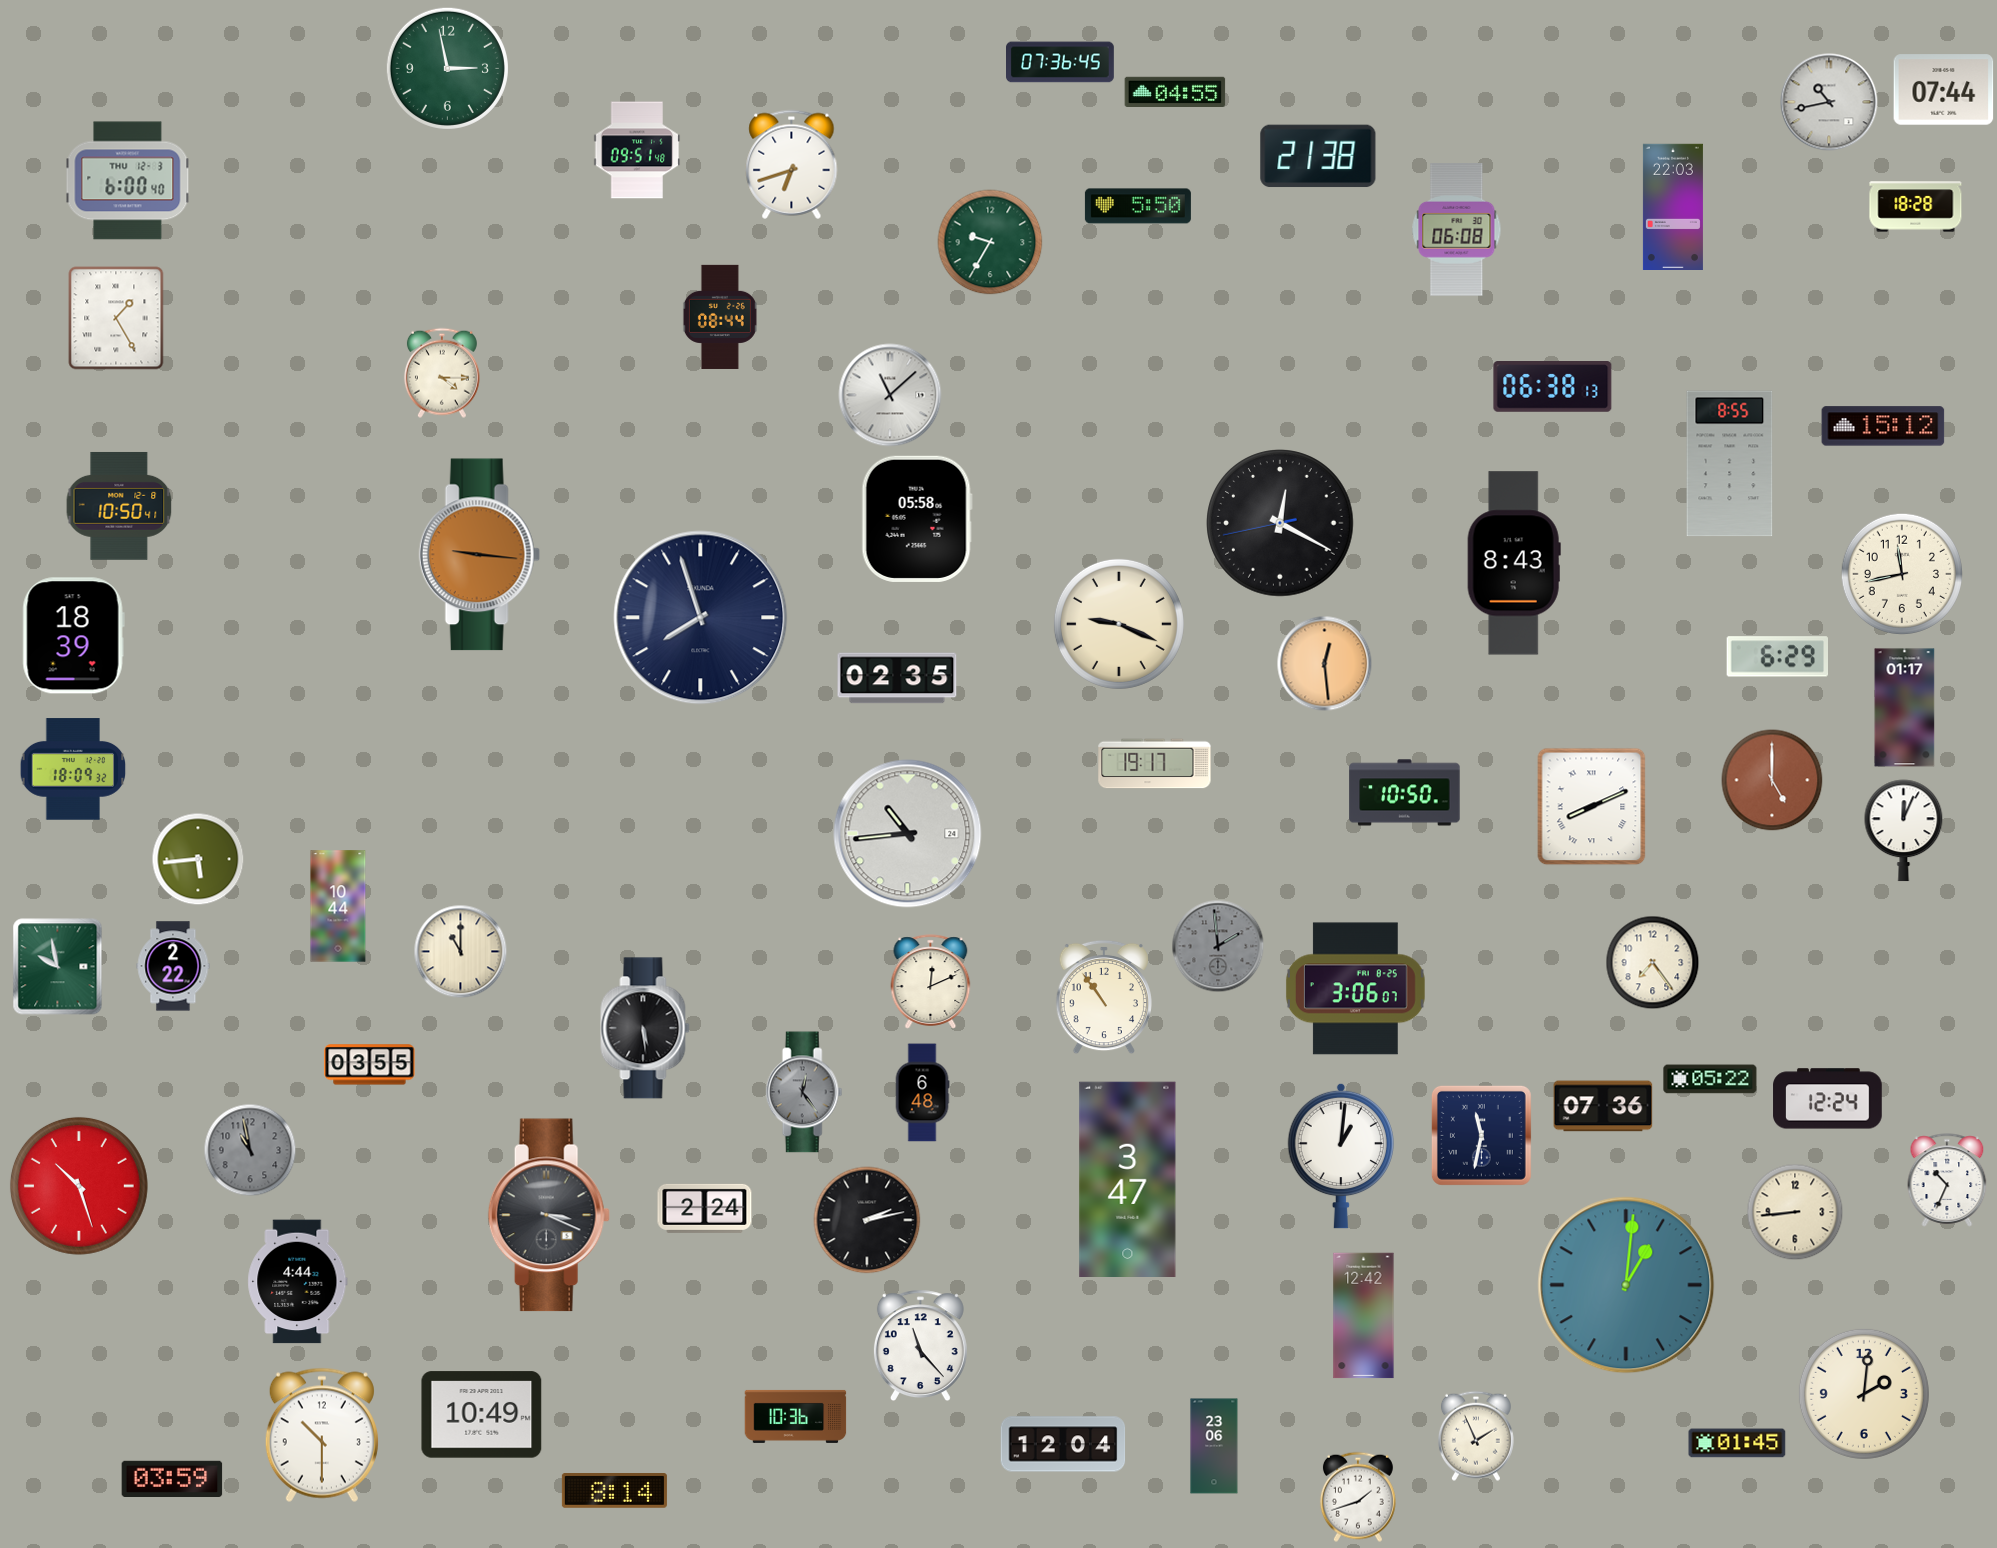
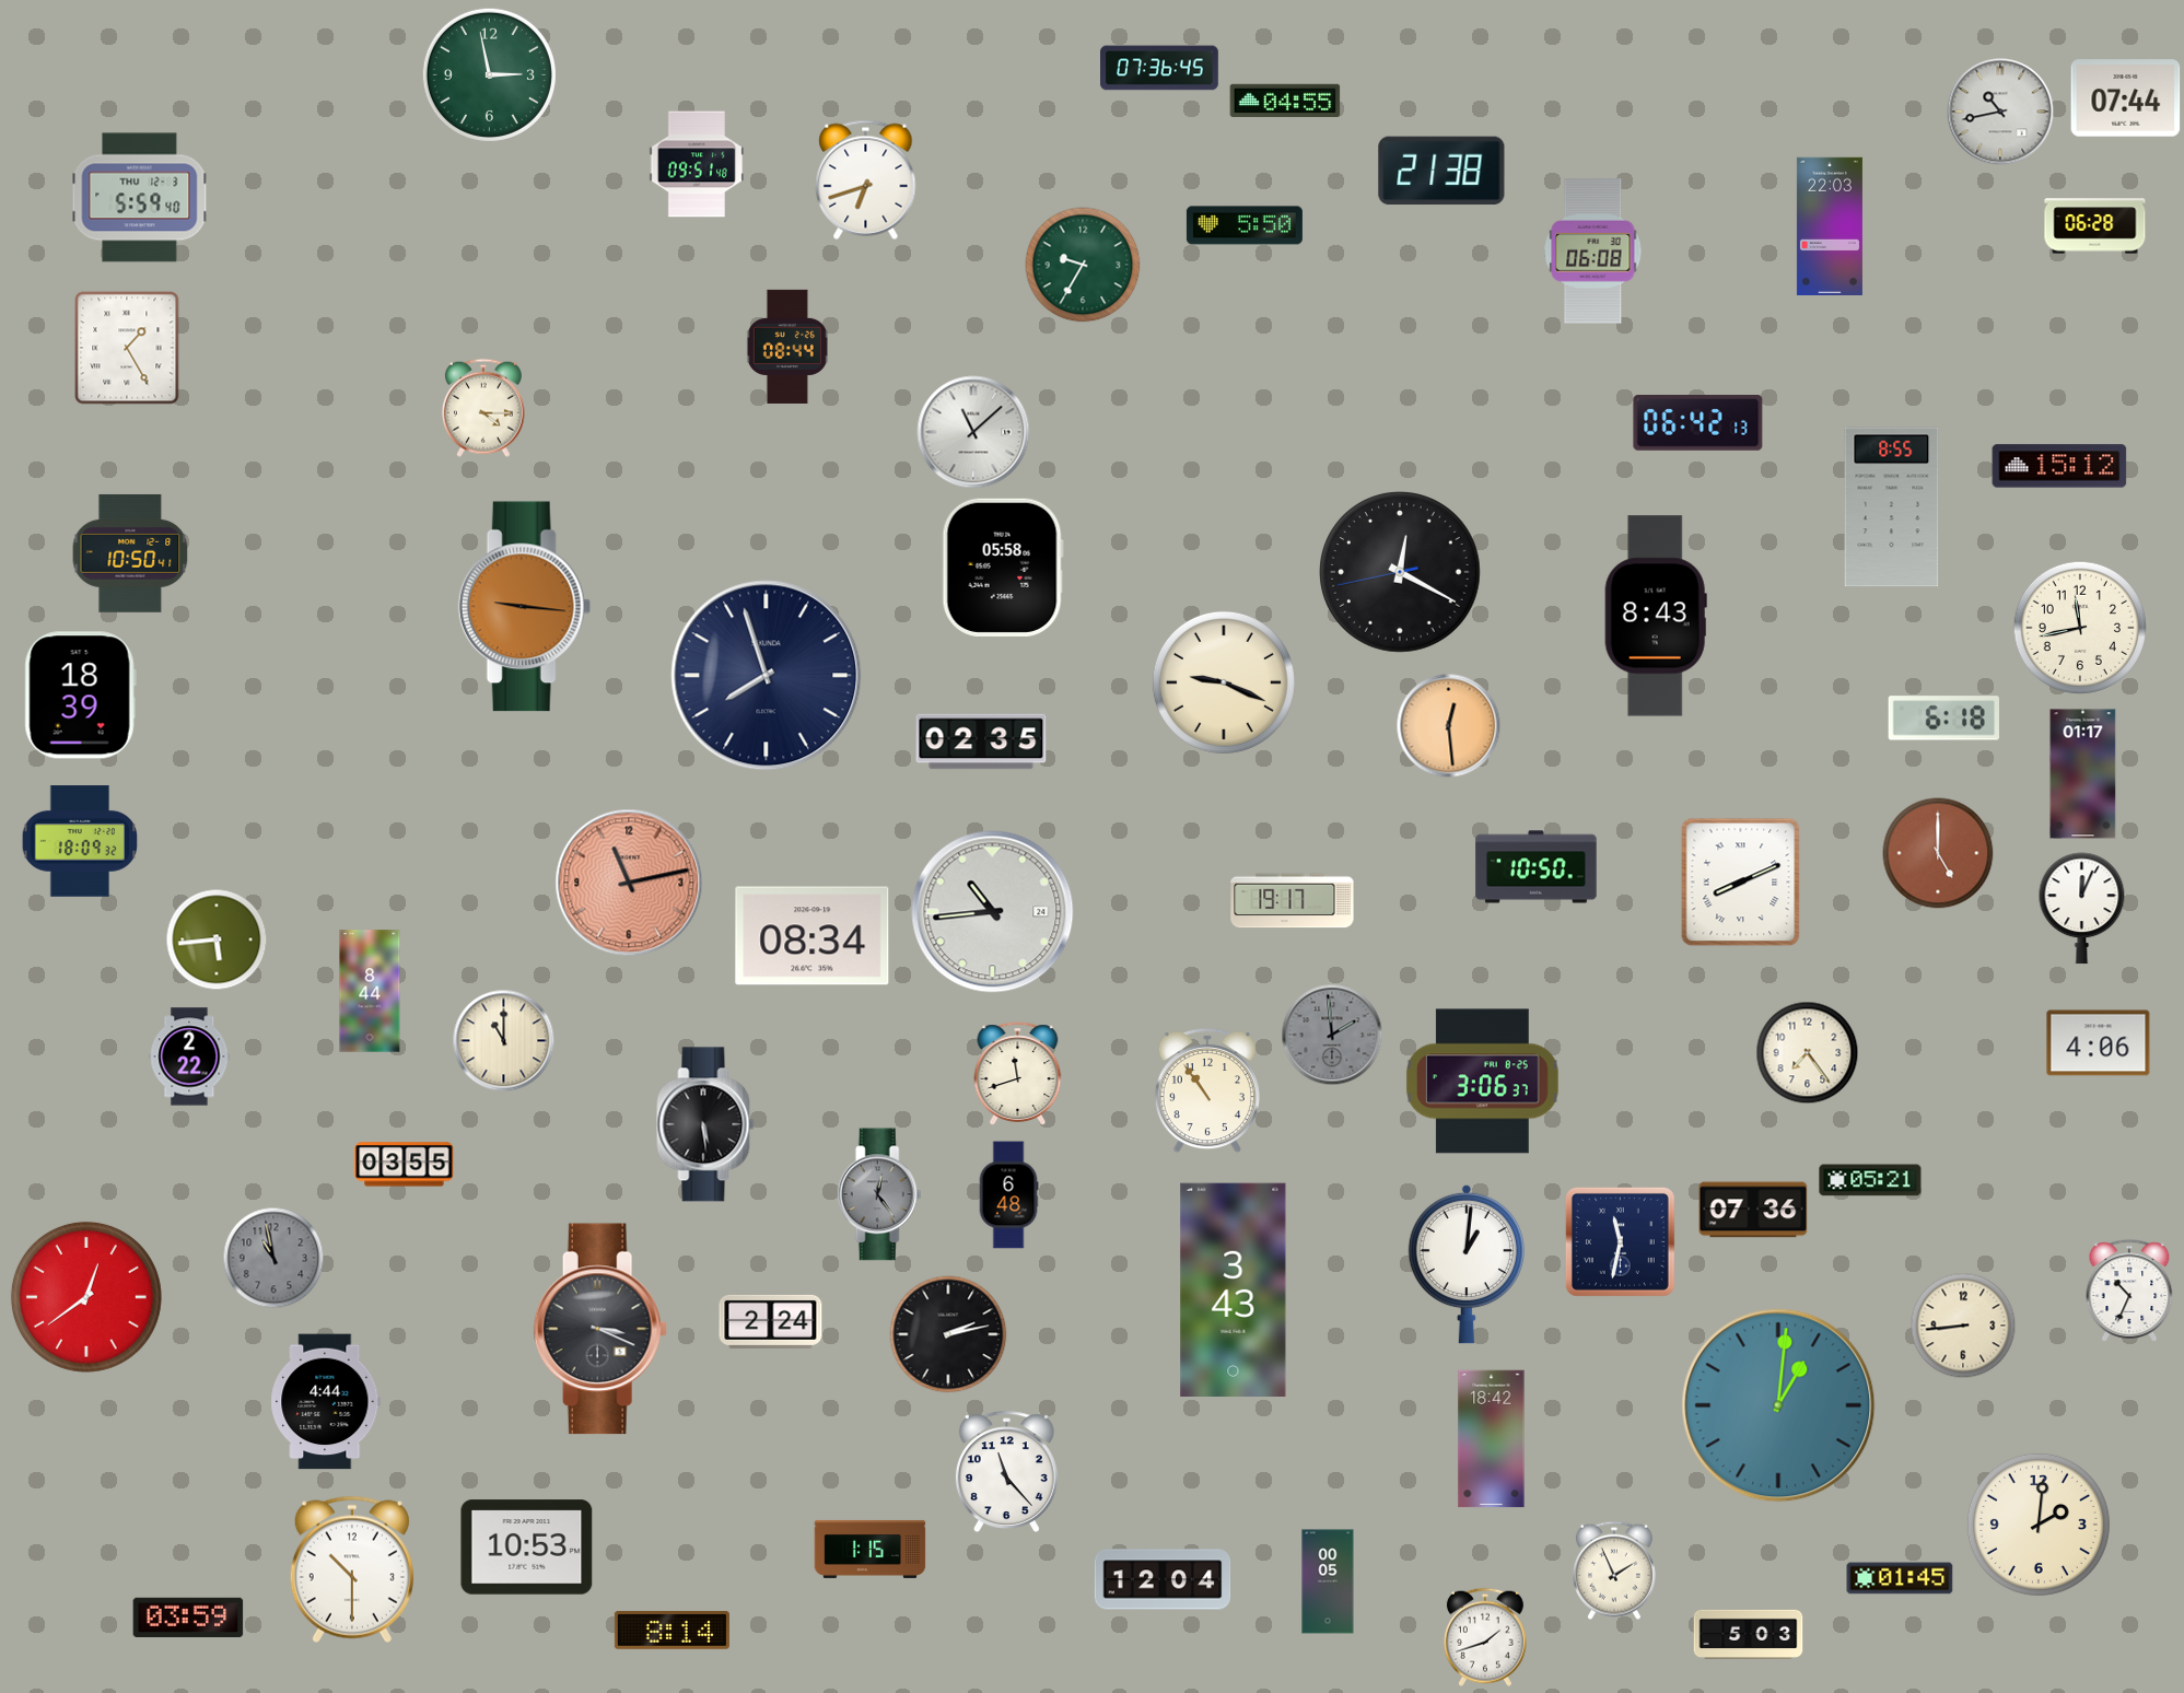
clock at (128, 181): 6:00 -> 5:59
clock at (1916, 207): 18:28 -> 06:28
clock at (1553, 387): 06:38 -> 06:42
clock at (1778, 657): 6:29 -> 6:18
clock at (1155, 764) position: (1155, 764) -> (1293, 901)
clock at (629, 883): none -> 11:13
clock at (813, 936): none -> 08:34
clock at (338, 906): 10:44 -> 8:44
clock at (2099, 1043): none -> 4:06
clock at (58, 967): 9:58 -> none
clock at (931, 982): 12:11 -> 11:42
clock at (1355, 989): 3:06:07 -> 3:06:37
clock at (1710, 1079): 05:22 -> 05:21
clock at (1828, 1099): 12:24 -> none
clock at (1128, 1179): 3:47 -> 3:43
clock at (79, 1186): 10:27 -> 12:39
clock at (1364, 1316): 12:42 -> 18:42
clock at (482, 1415): 10:49 -> 10:53
clock at (796, 1416): 10:36 -> 1:15
clock at (1214, 1446): 23:06 -> 00:05
clock at (1749, 1634): none -> 5:03
